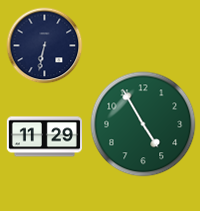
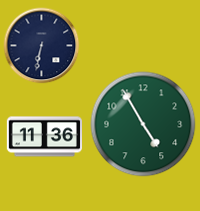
clock at (45, 46) position: (45, 46) -> (42, 46)
clock at (44, 137): 11:29 -> 11:36
